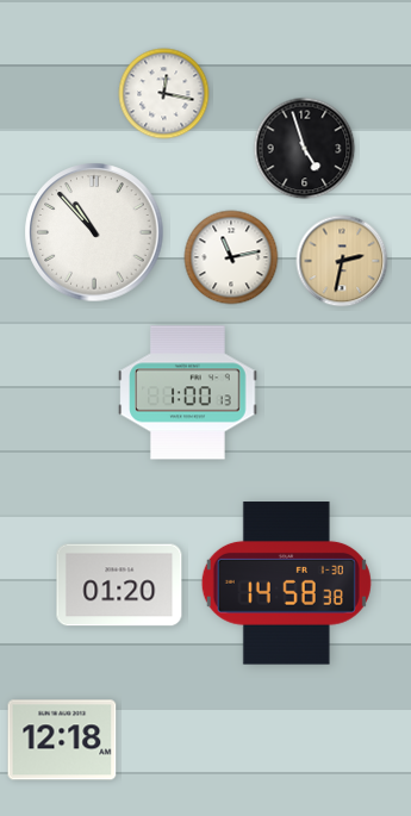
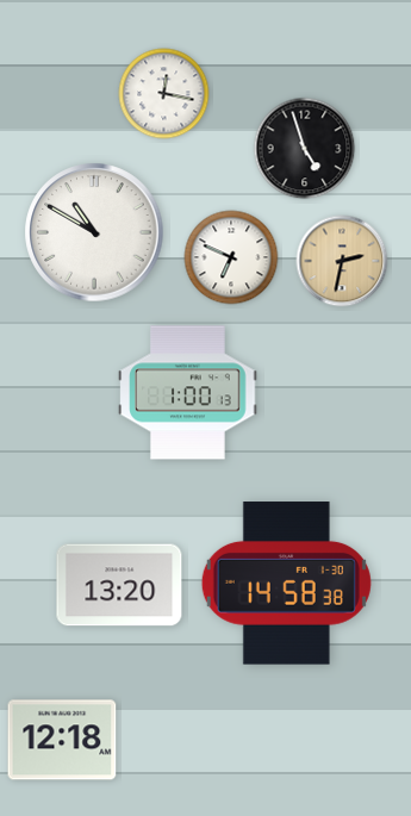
clock at (94, 232): 10:53 -> 10:50
clock at (231, 257): 11:13 -> 6:49
clock at (119, 585): 01:20 -> 13:20
